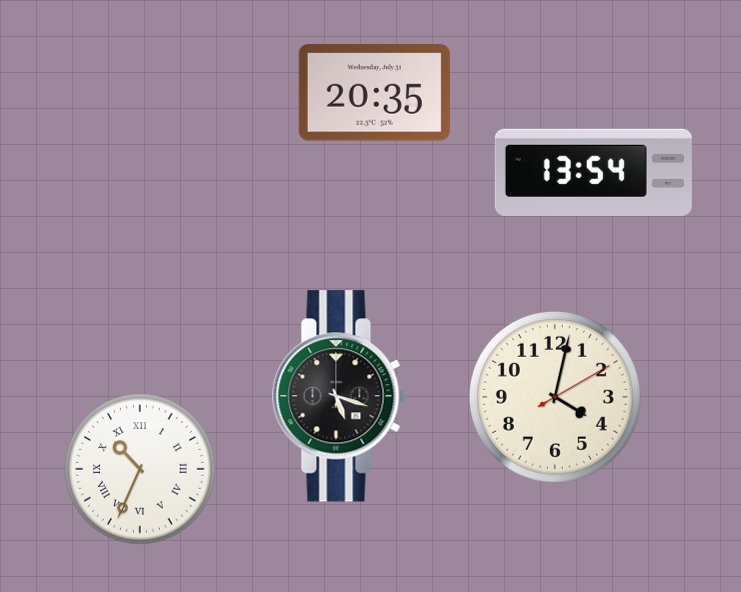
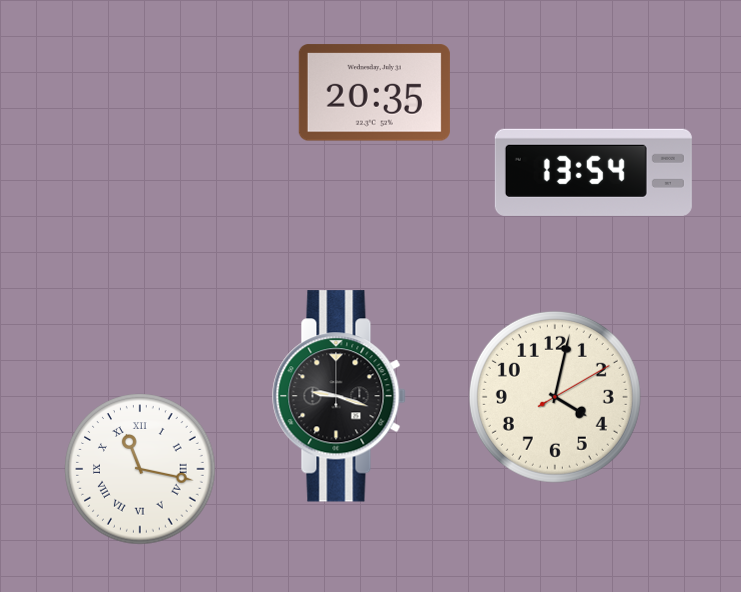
clock at (339, 396): 5:18 -> 9:18
clock at (140, 469): 10:34 -> 11:17
